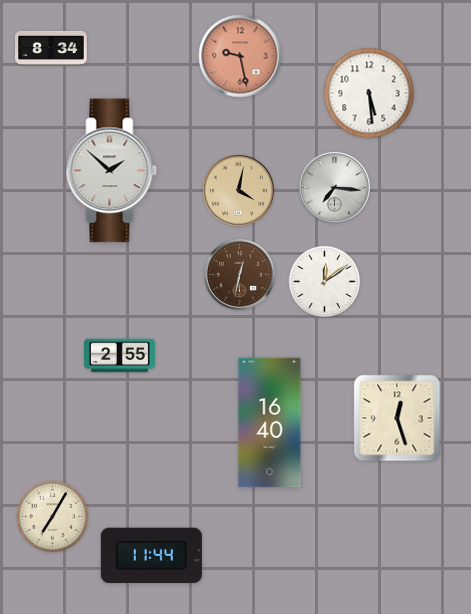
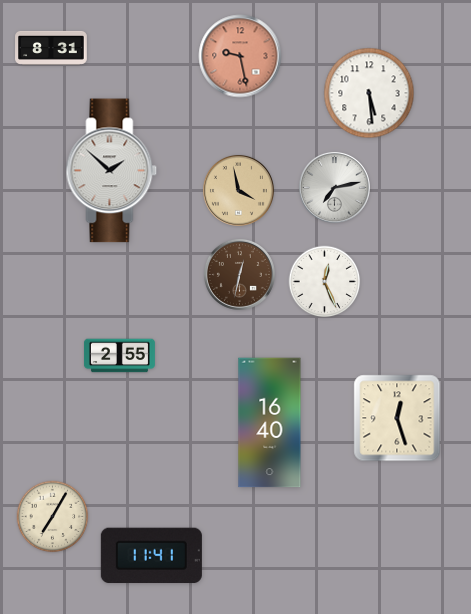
clock at (51, 48): 8:34 -> 8:31
clock at (334, 187): 7:16 -> 7:13
clock at (238, 190): 4:02 -> 3:58
clock at (325, 282): 12:09 -> 12:26
clock at (151, 556): 11:44 -> 11:41
